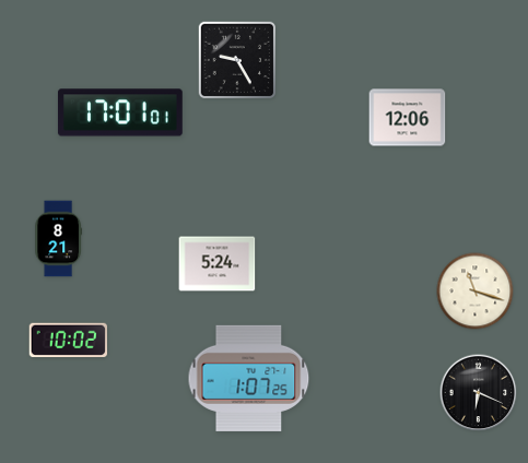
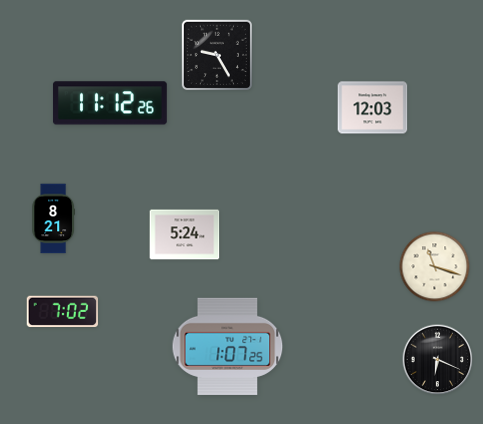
clock at (120, 112): 17:01 -> 11:12
clock at (408, 118): 12:06 -> 12:03
clock at (218, 264) position: (218, 264) -> (185, 235)
clock at (68, 341): 10:02 -> 7:02
